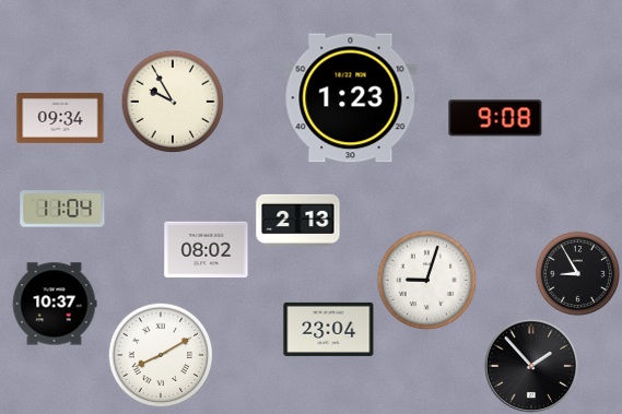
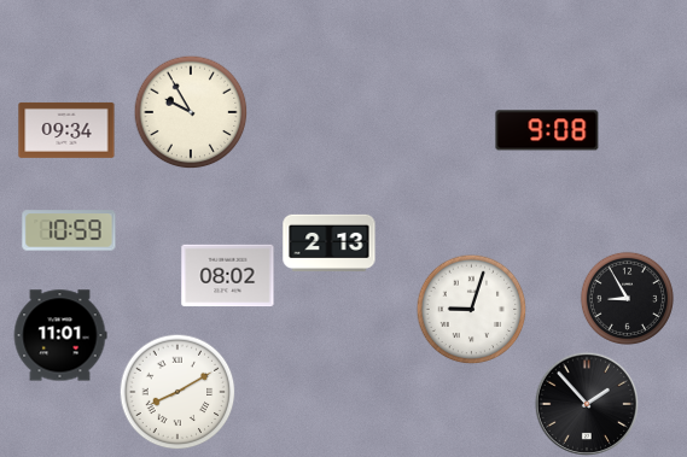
clock at (351, 98): 1:23 -> none
clock at (62, 209): 11:04 -> 10:59
clock at (577, 273) position: (577, 273) -> (627, 298)
clock at (55, 304): 10:37 -> 11:01
clock at (329, 329): 23:04 -> none
